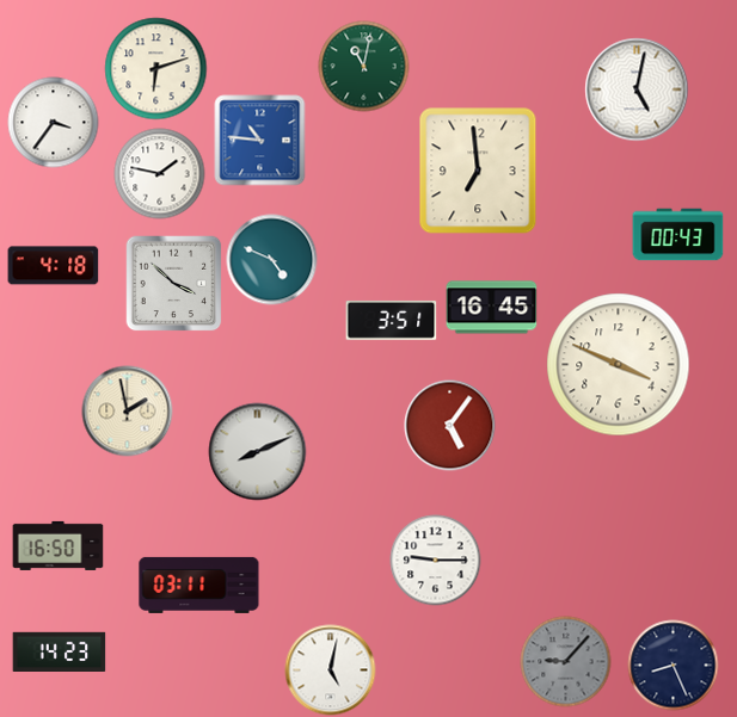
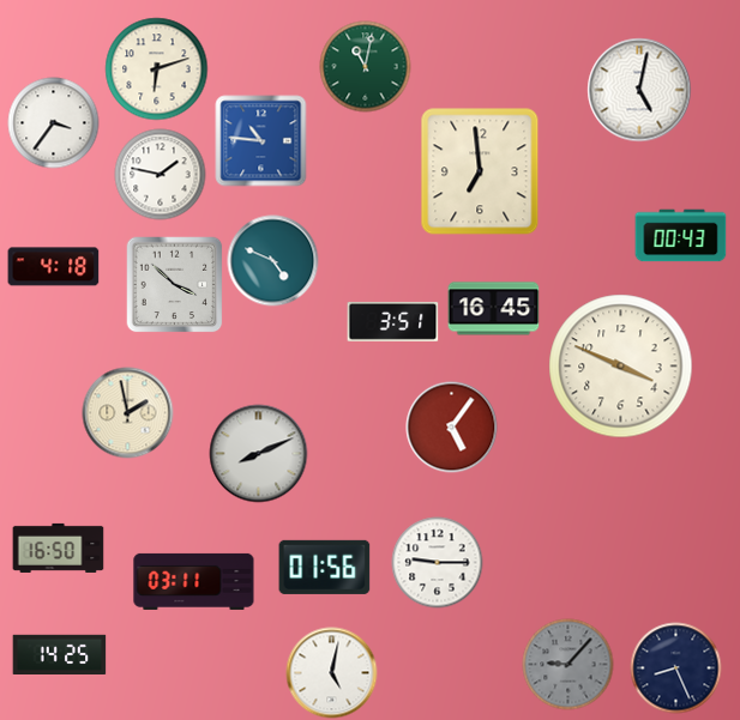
clock at (325, 567): none -> 01:56
clock at (199, 585) position: (199, 585) -> (194, 581)
clock at (60, 651): 14:23 -> 14:25
